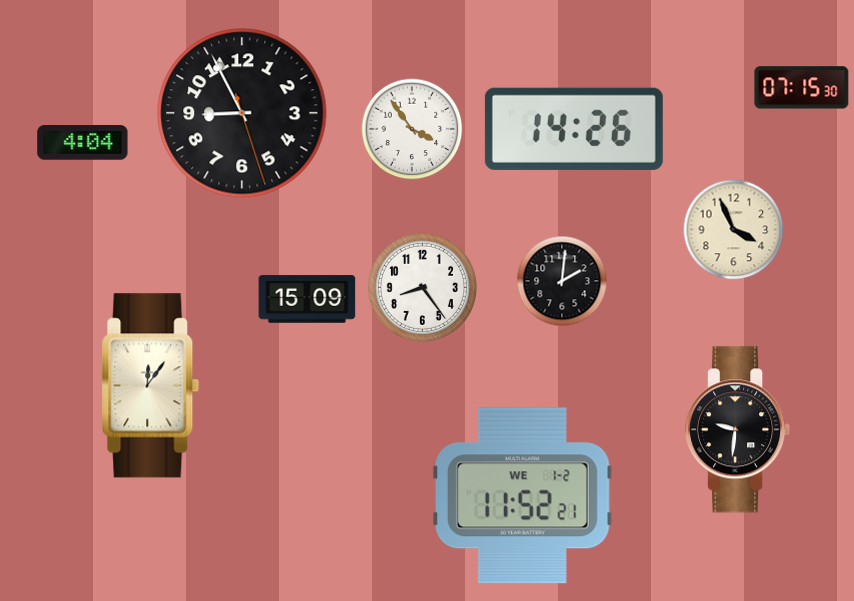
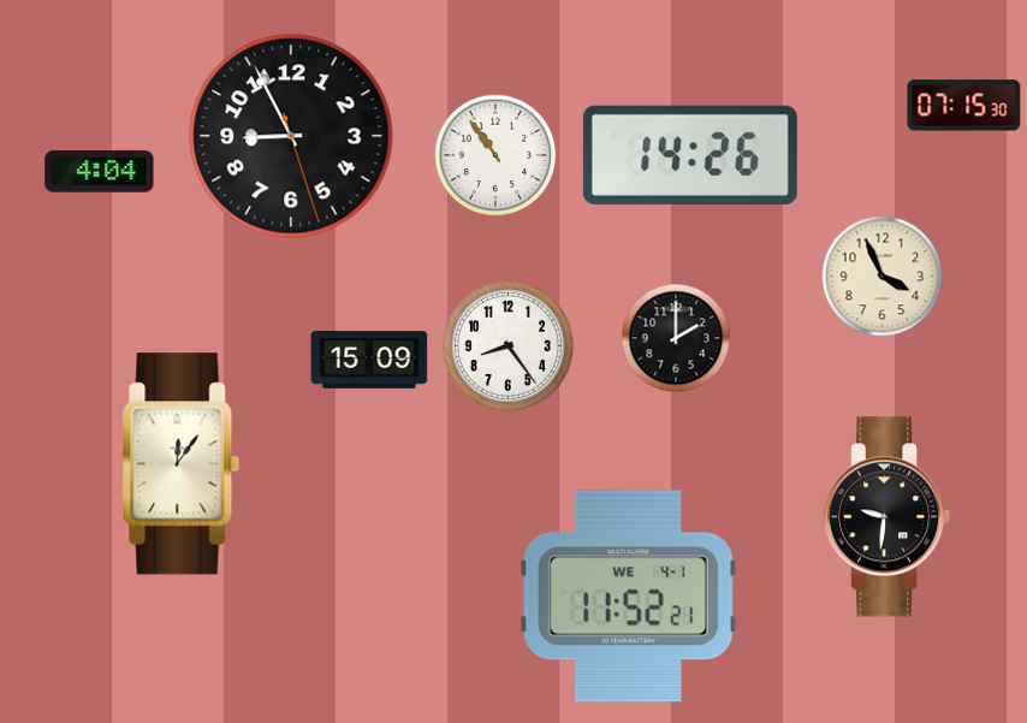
clock at (412, 129): 3:54 -> 10:54
clock at (562, 281): 2:01 -> 2:00
clock at (522, 496) date: WE 1-2 -> WE 4-1
